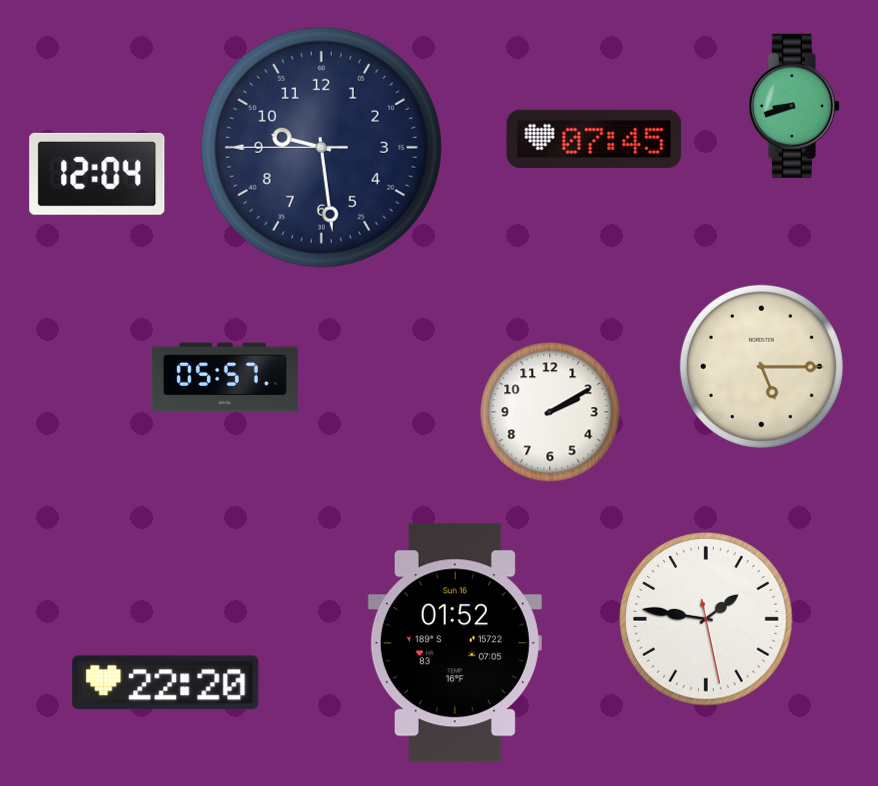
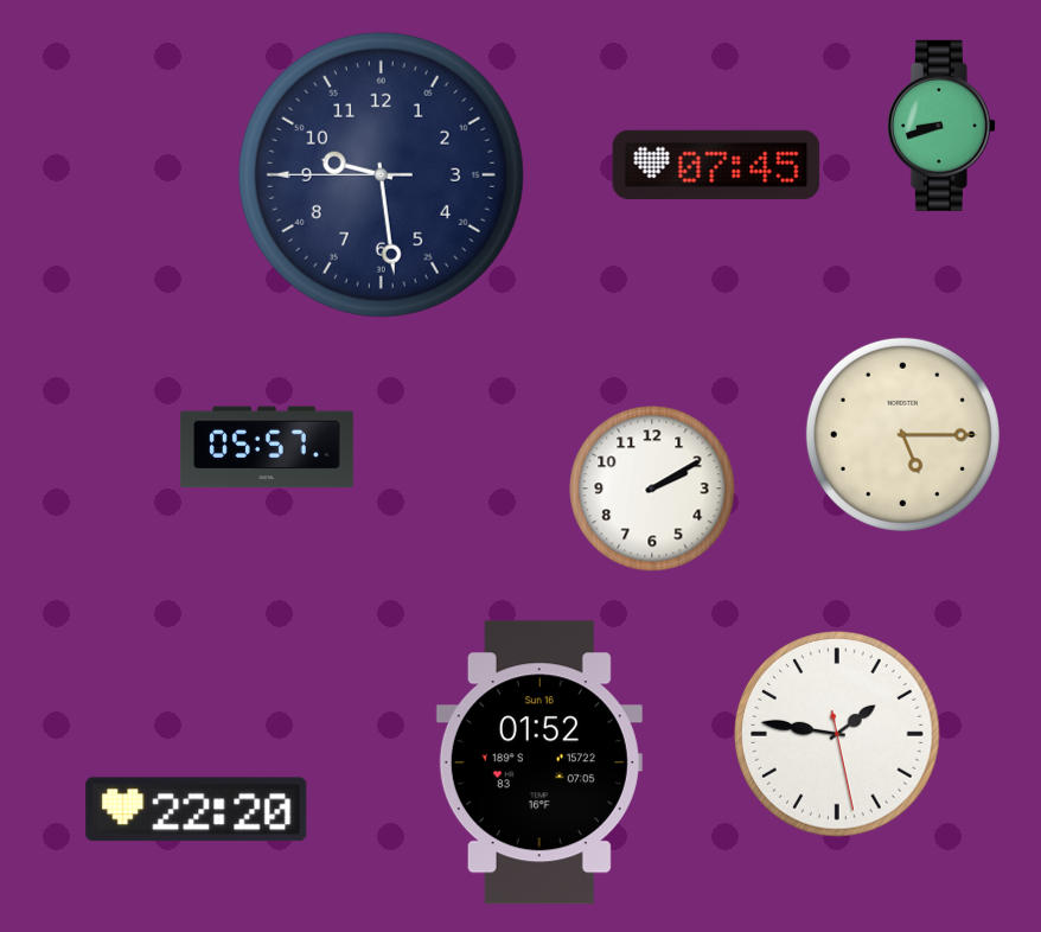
clock at (594, 139) position: (594, 139) -> (716, 165)
clock at (97, 174): 12:04 -> none
